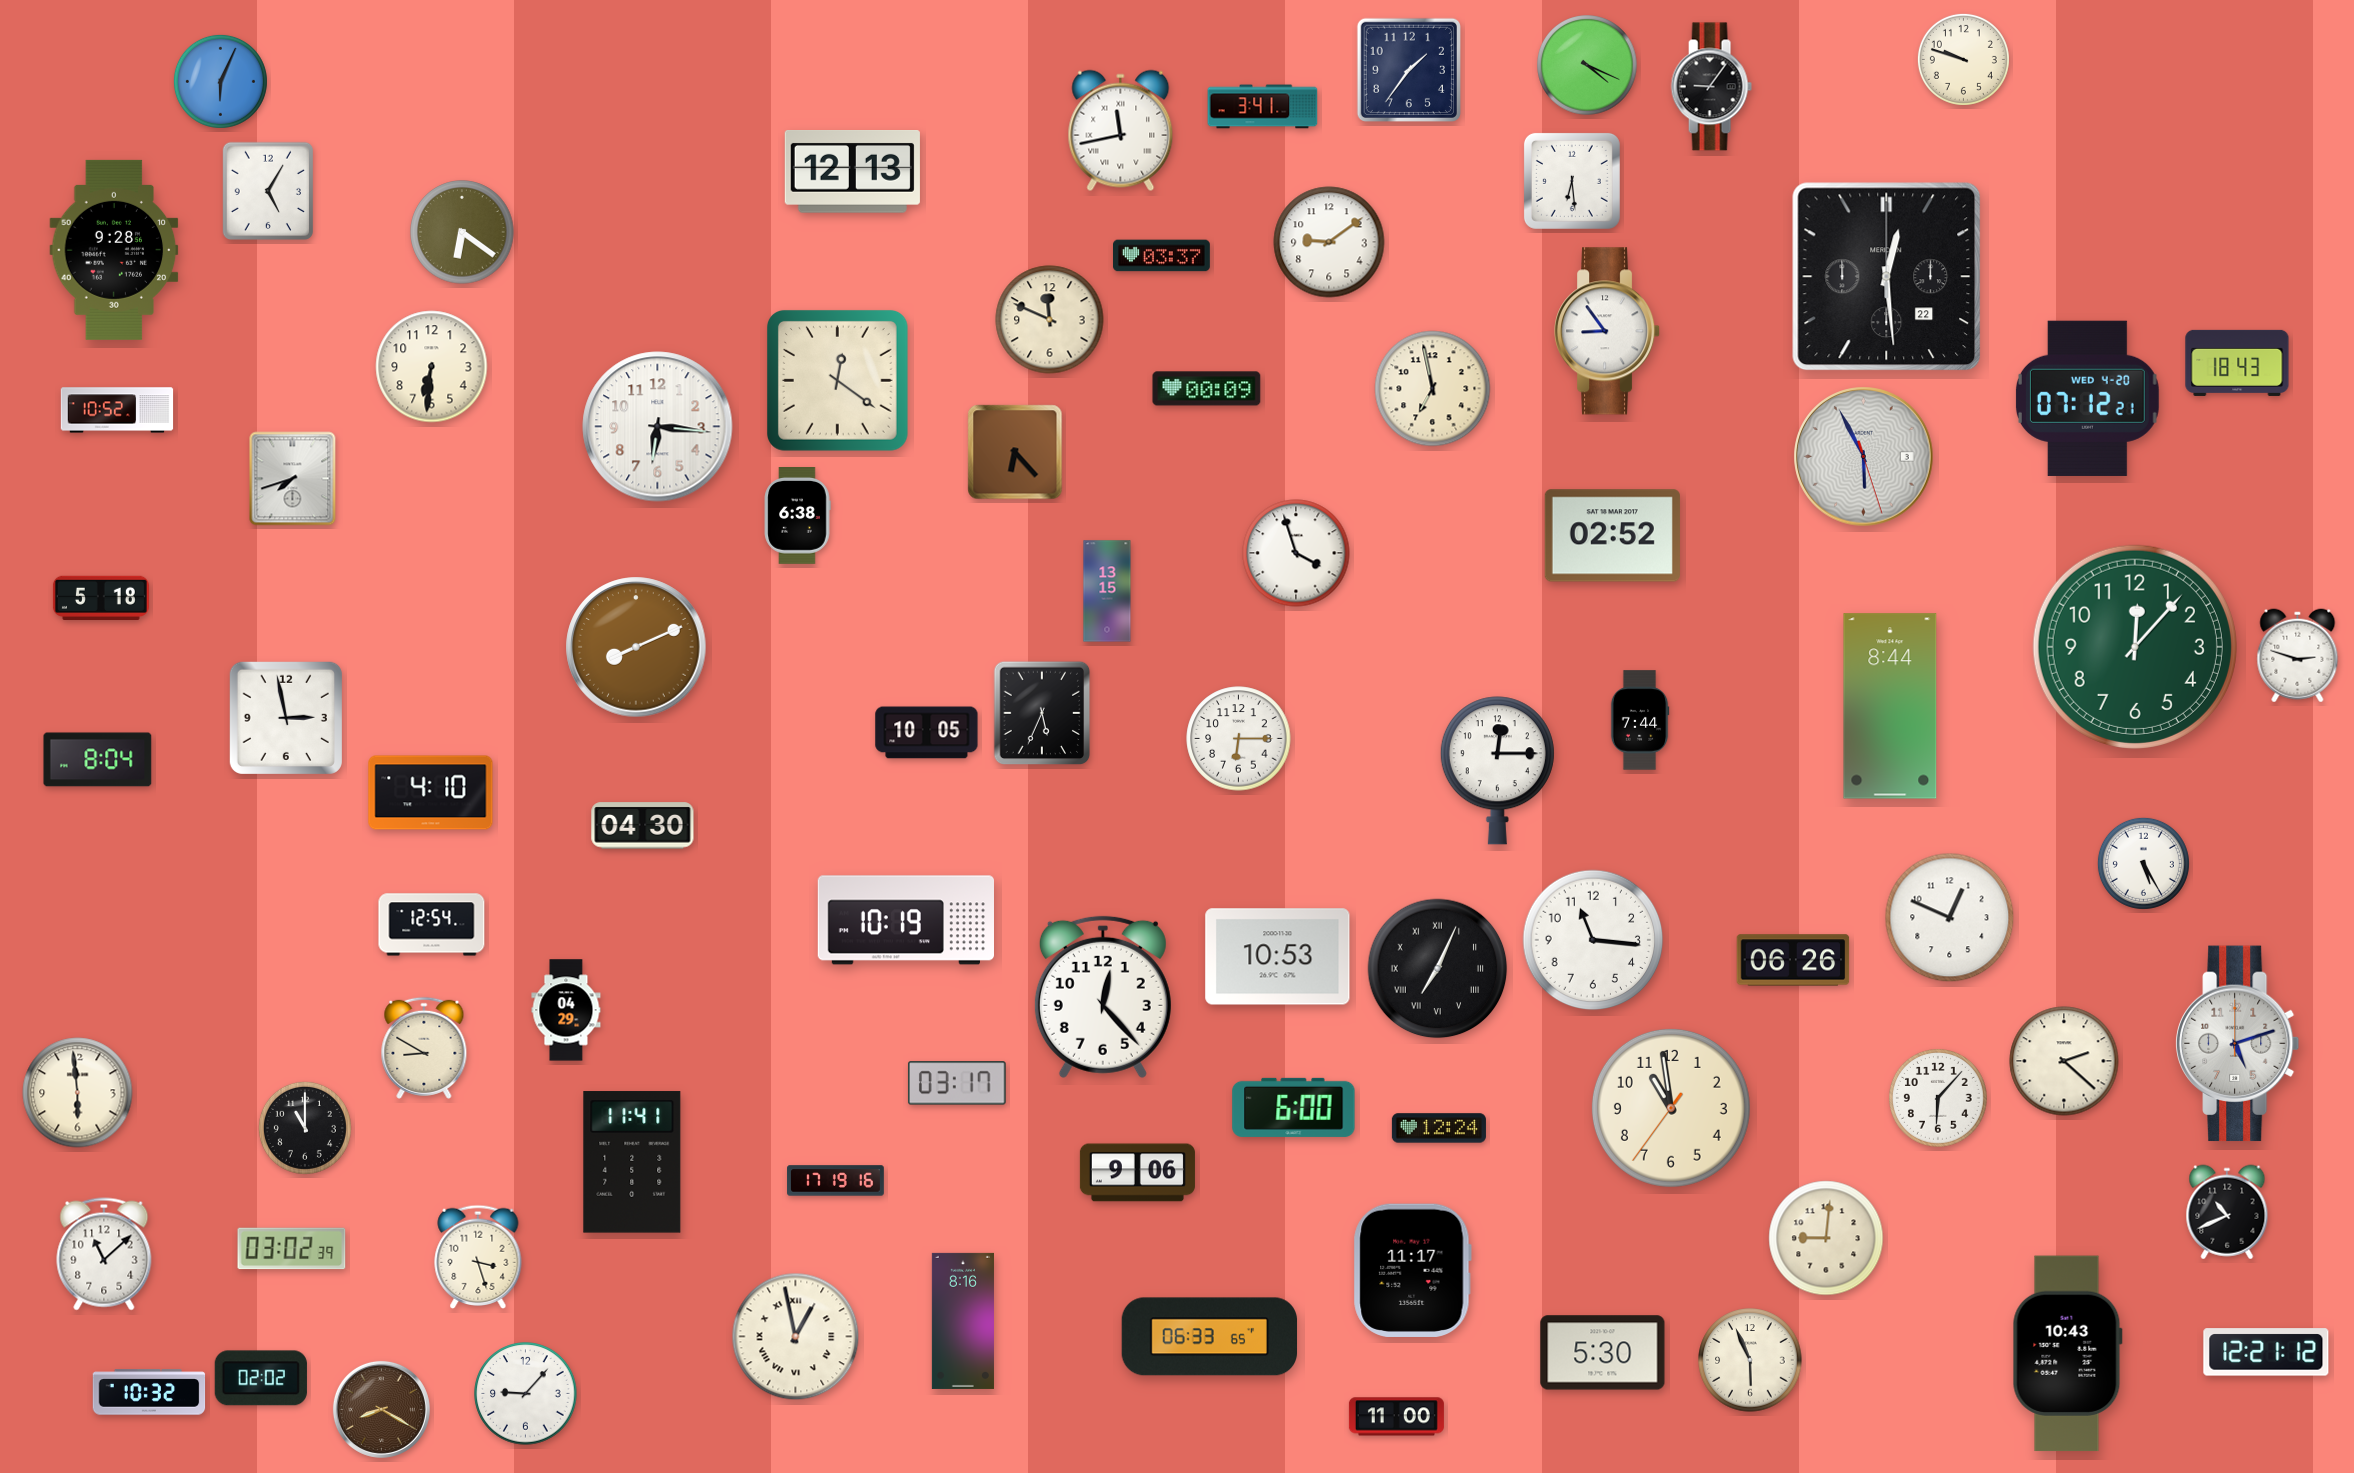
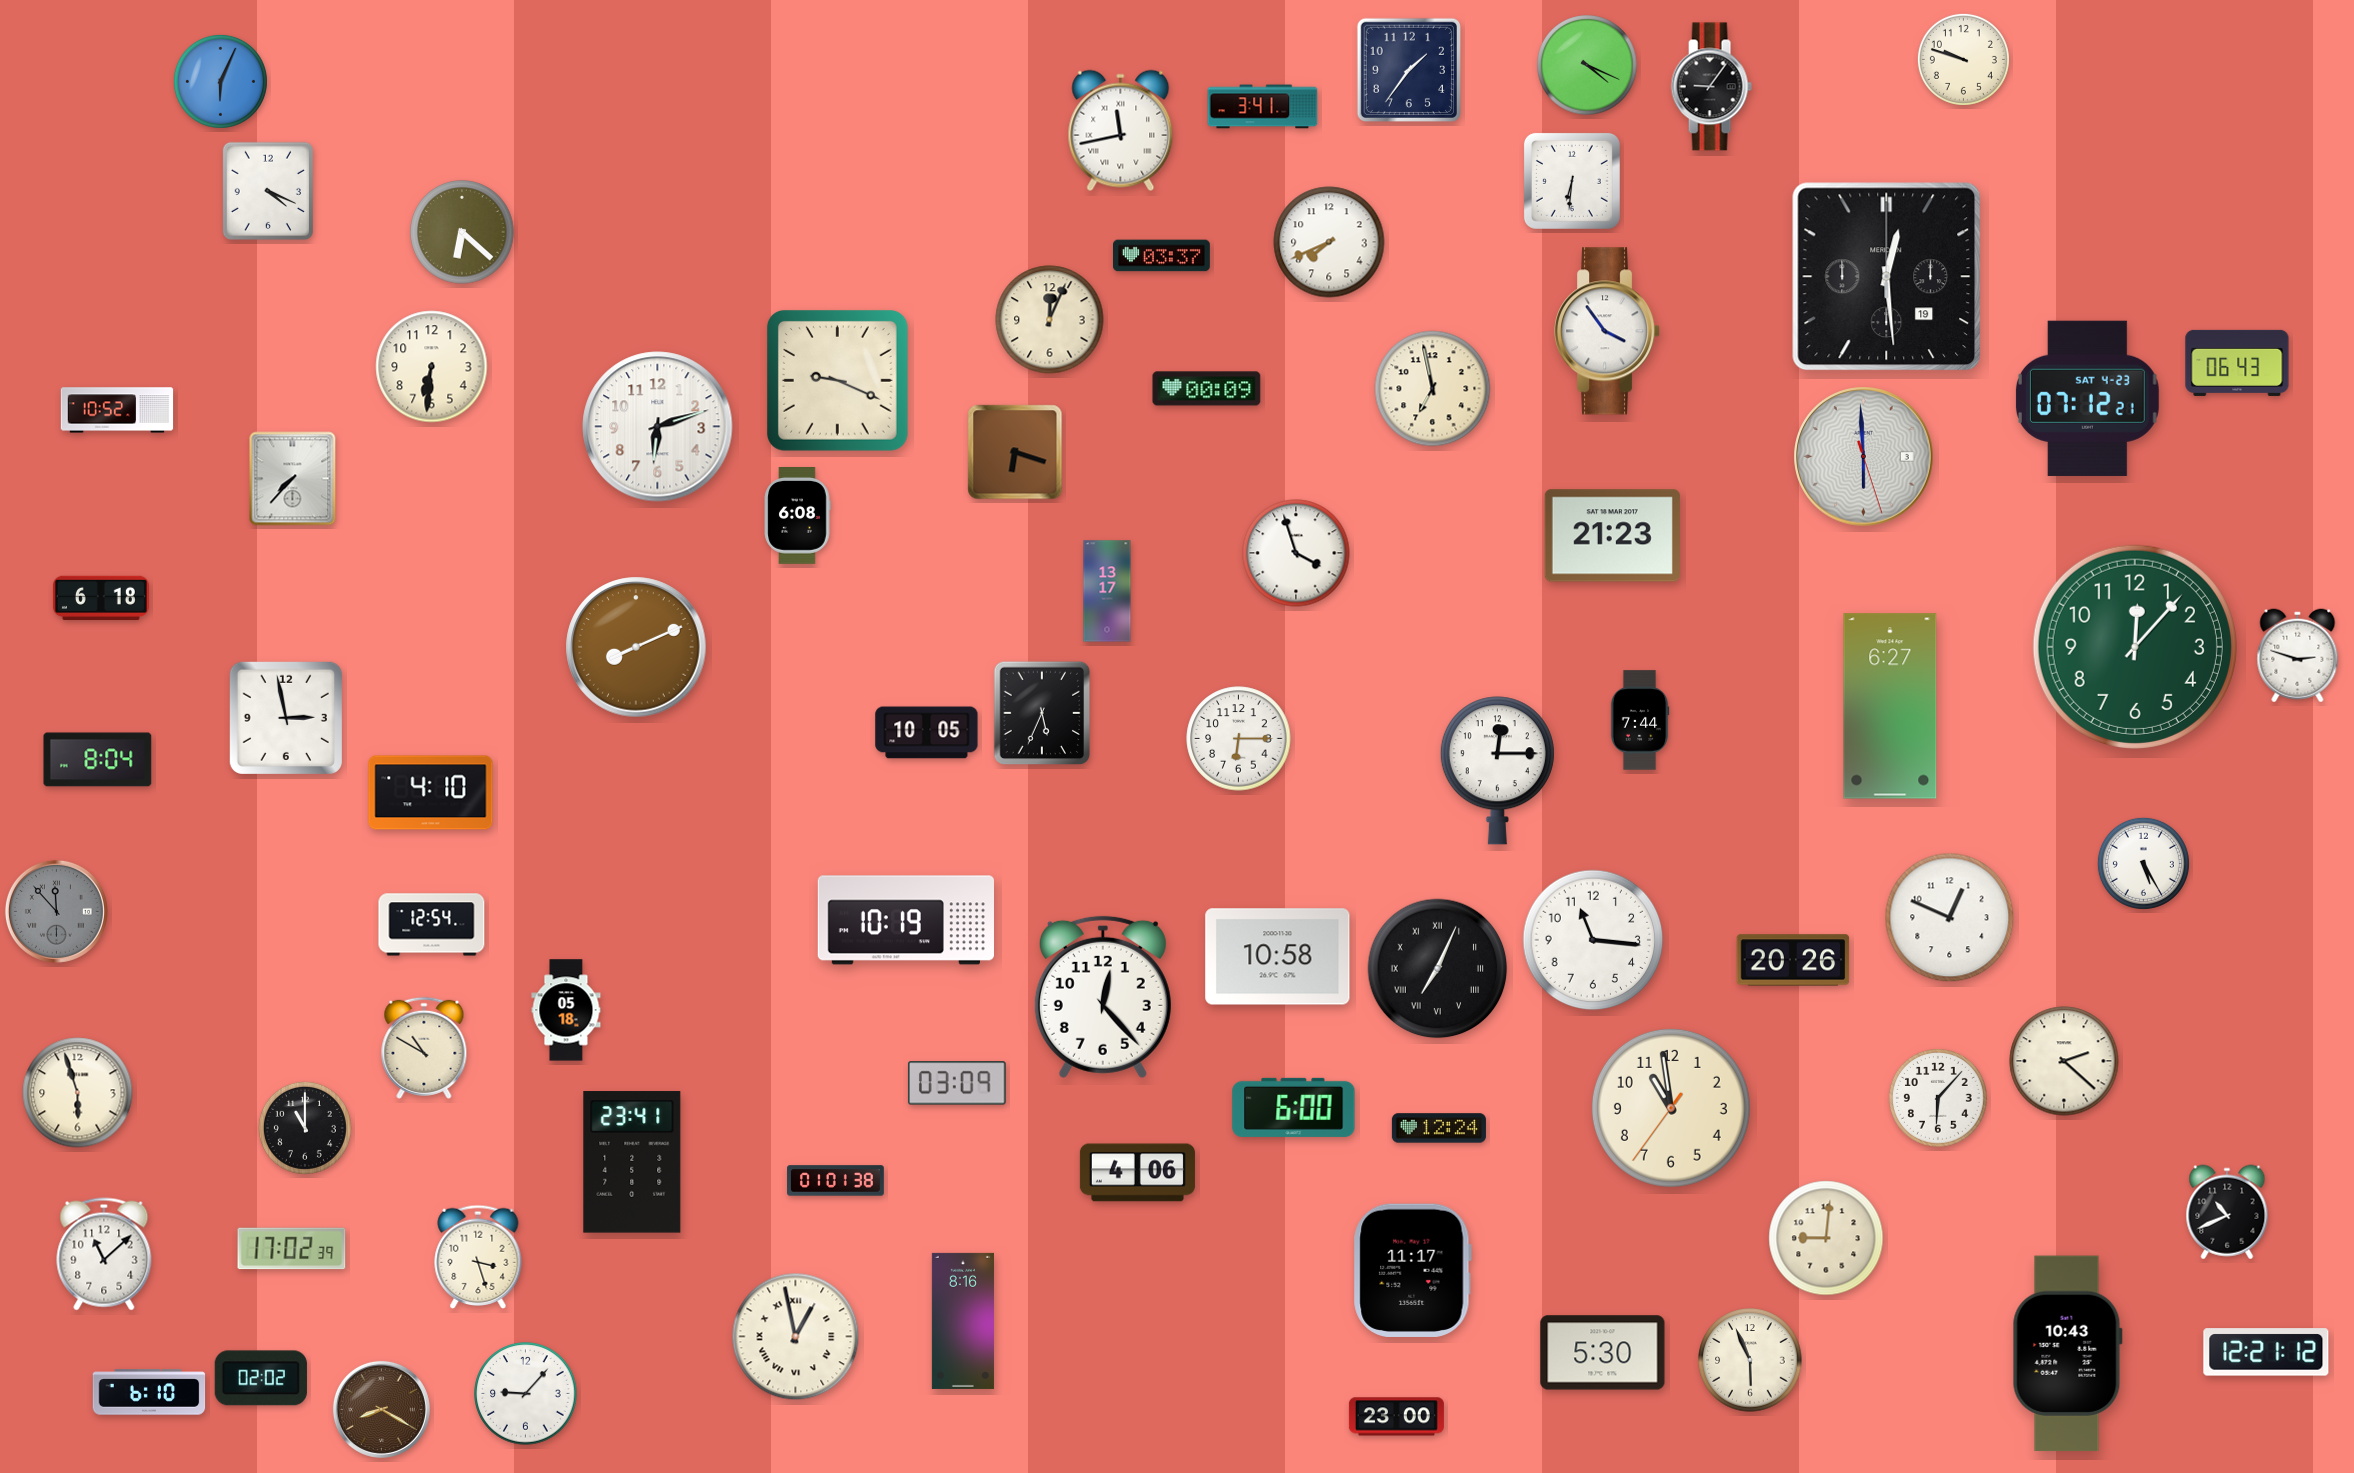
clock at (852, 172): 12:13 -> none
clock at (1572, 181): 6:29 -> 6:31
clock at (268, 190): 5:05 -> 4:19
clock at (462, 232): 6:21 -> 6:22
clock at (1329, 242): 9:09 -> 7:41
clock at (114, 250): 9:28 -> none
clock at (1887, 277) date: 22 -> 19
clock at (1050, 320): 11:49 -> 12:04
clock at (1608, 331): 8:54 -> 3:54
clock at (2237, 363): 18:43 -> 06:43
clock at (837, 380): 12:21 -> 9:19
clock at (2087, 398) date: WED 4-20 -> SAT 4-23
clock at (658, 427): 6:16 -> 6:12
clock at (1015, 452): 6:23 -> 6:18
clock at (1864, 457): 5:55 -> 5:59
clock at (293, 479): 7:42 -> 7:37
clock at (797, 516): 6:38 -> 6:08
clock at (1612, 536): 02:52 -> 21:23
clock at (1107, 591): 13:15 -> 13:17
clock at (101, 597): 5:18 -> 6:18
clock at (1890, 706): 8:44 -> 6:27
clock at (643, 826): 04:30 -> none
clock at (56, 911): none -> 11:53
clock at (1278, 957): 10:53 -> 10:58
clock at (1793, 960): 06:26 -> 20:26
clock at (566, 1010): 04:29 -> 05:18
clock at (2238, 1044): 5:12 -> none
clock at (424, 1048): 8:50 -> 10:50
clock at (957, 1083): 03:17 -> 03:09
clock at (78, 1093): 5:59 -> 5:57
clock at (632, 1162): 11:41 -> 23:41
clock at (1137, 1173): 9:06 -> 4:06
clock at (836, 1181): 17:19 -> 01:01
clock at (292, 1249): 03:02 -> 17:02
clock at (1210, 1337): 06:33 -> none
clock at (149, 1392): 10:32 -> 6:10
clock at (1396, 1417): 11:00 -> 23:00
